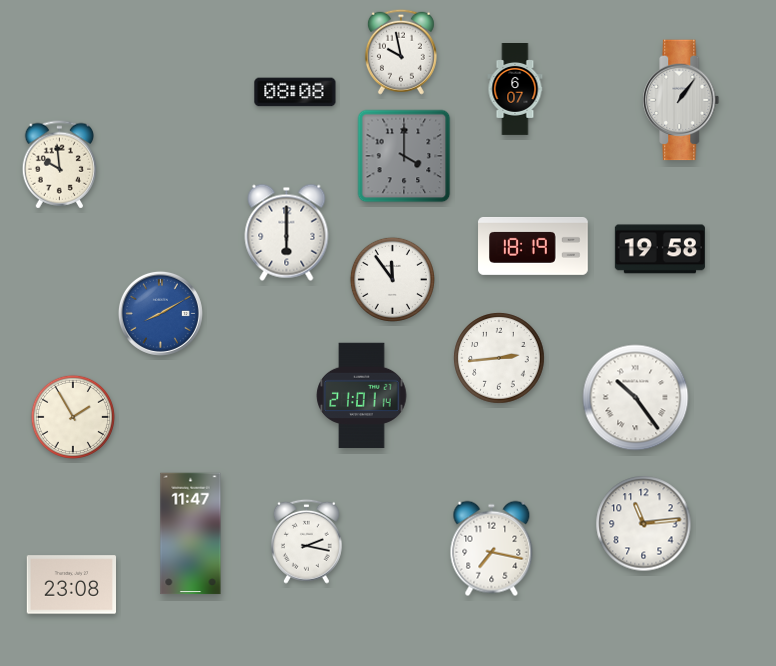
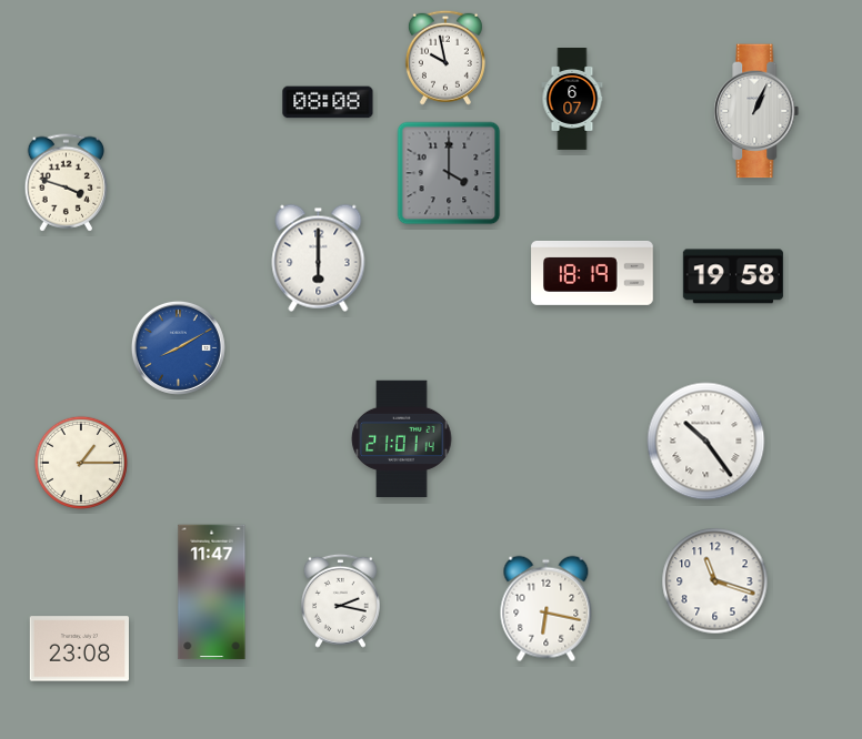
clock at (681, 100): 1:06 -> 1:04
clock at (59, 165): 9:59 -> 3:48
clock at (392, 279): 11:54 -> none
clock at (499, 358): 2:44 -> none
clock at (73, 417): 1:55 -> 1:15
clock at (644, 524): 11:14 -> 11:18
clock at (492, 549): 7:17 -> 6:17
